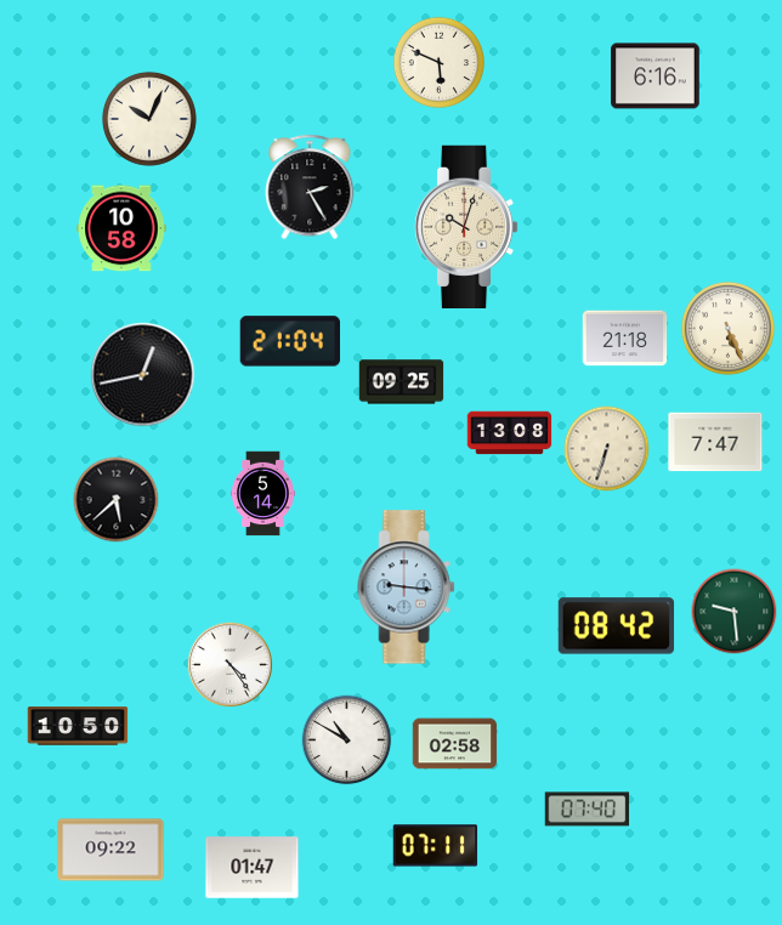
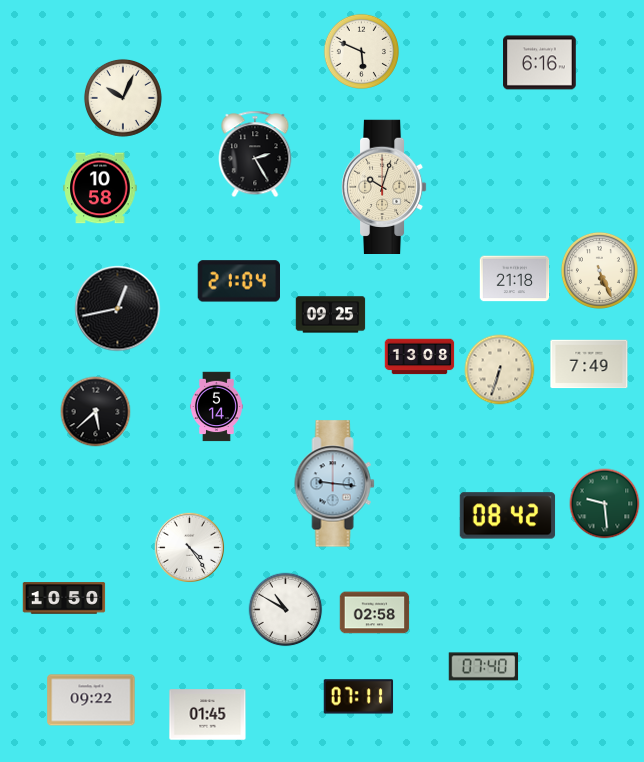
clock at (715, 442): 7:47 -> 7:49
clock at (253, 868): 01:47 -> 01:45
